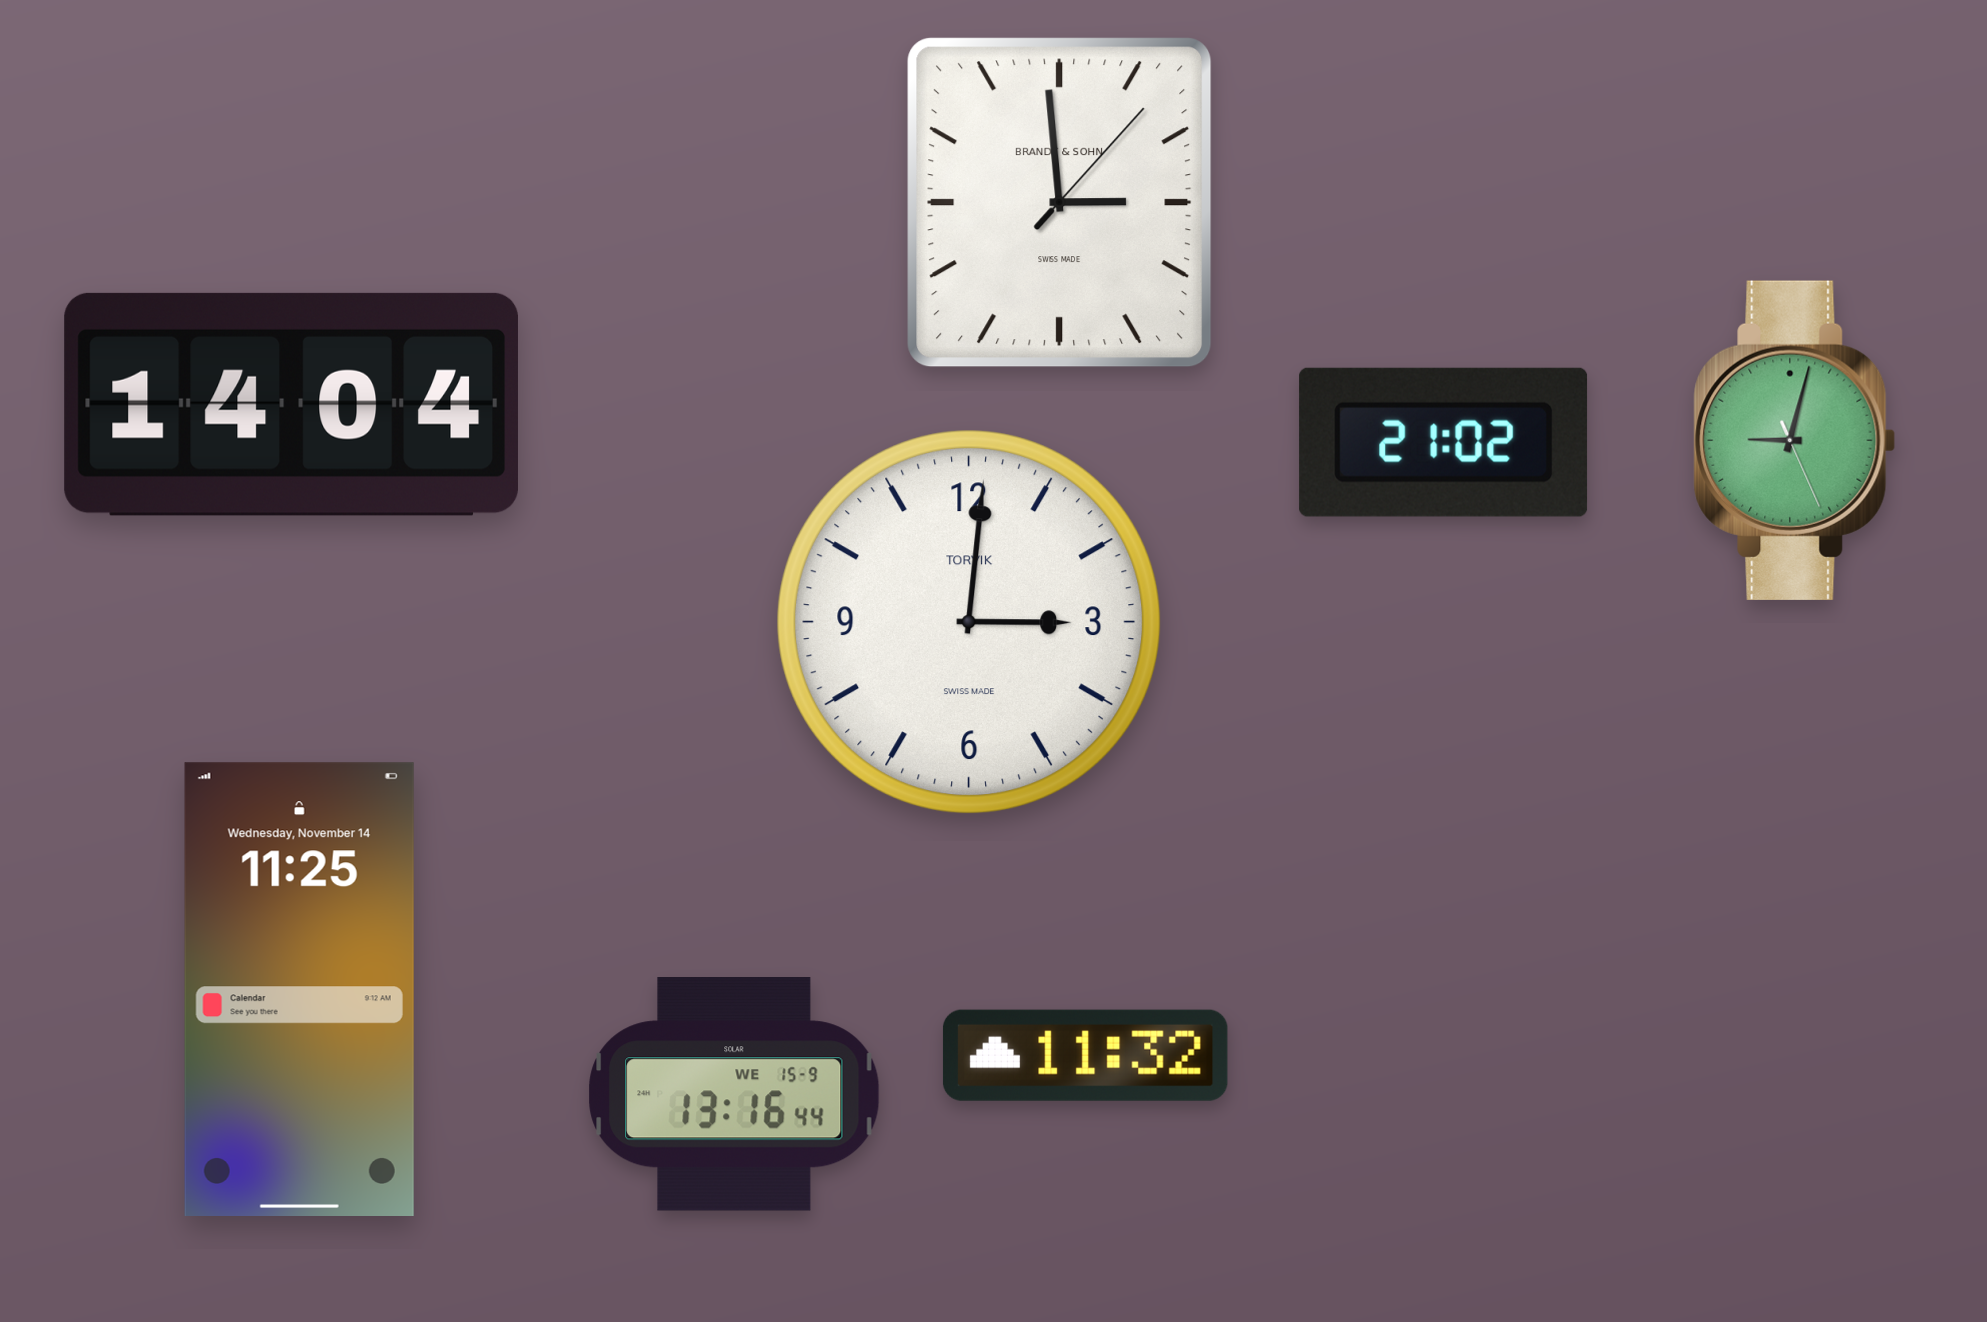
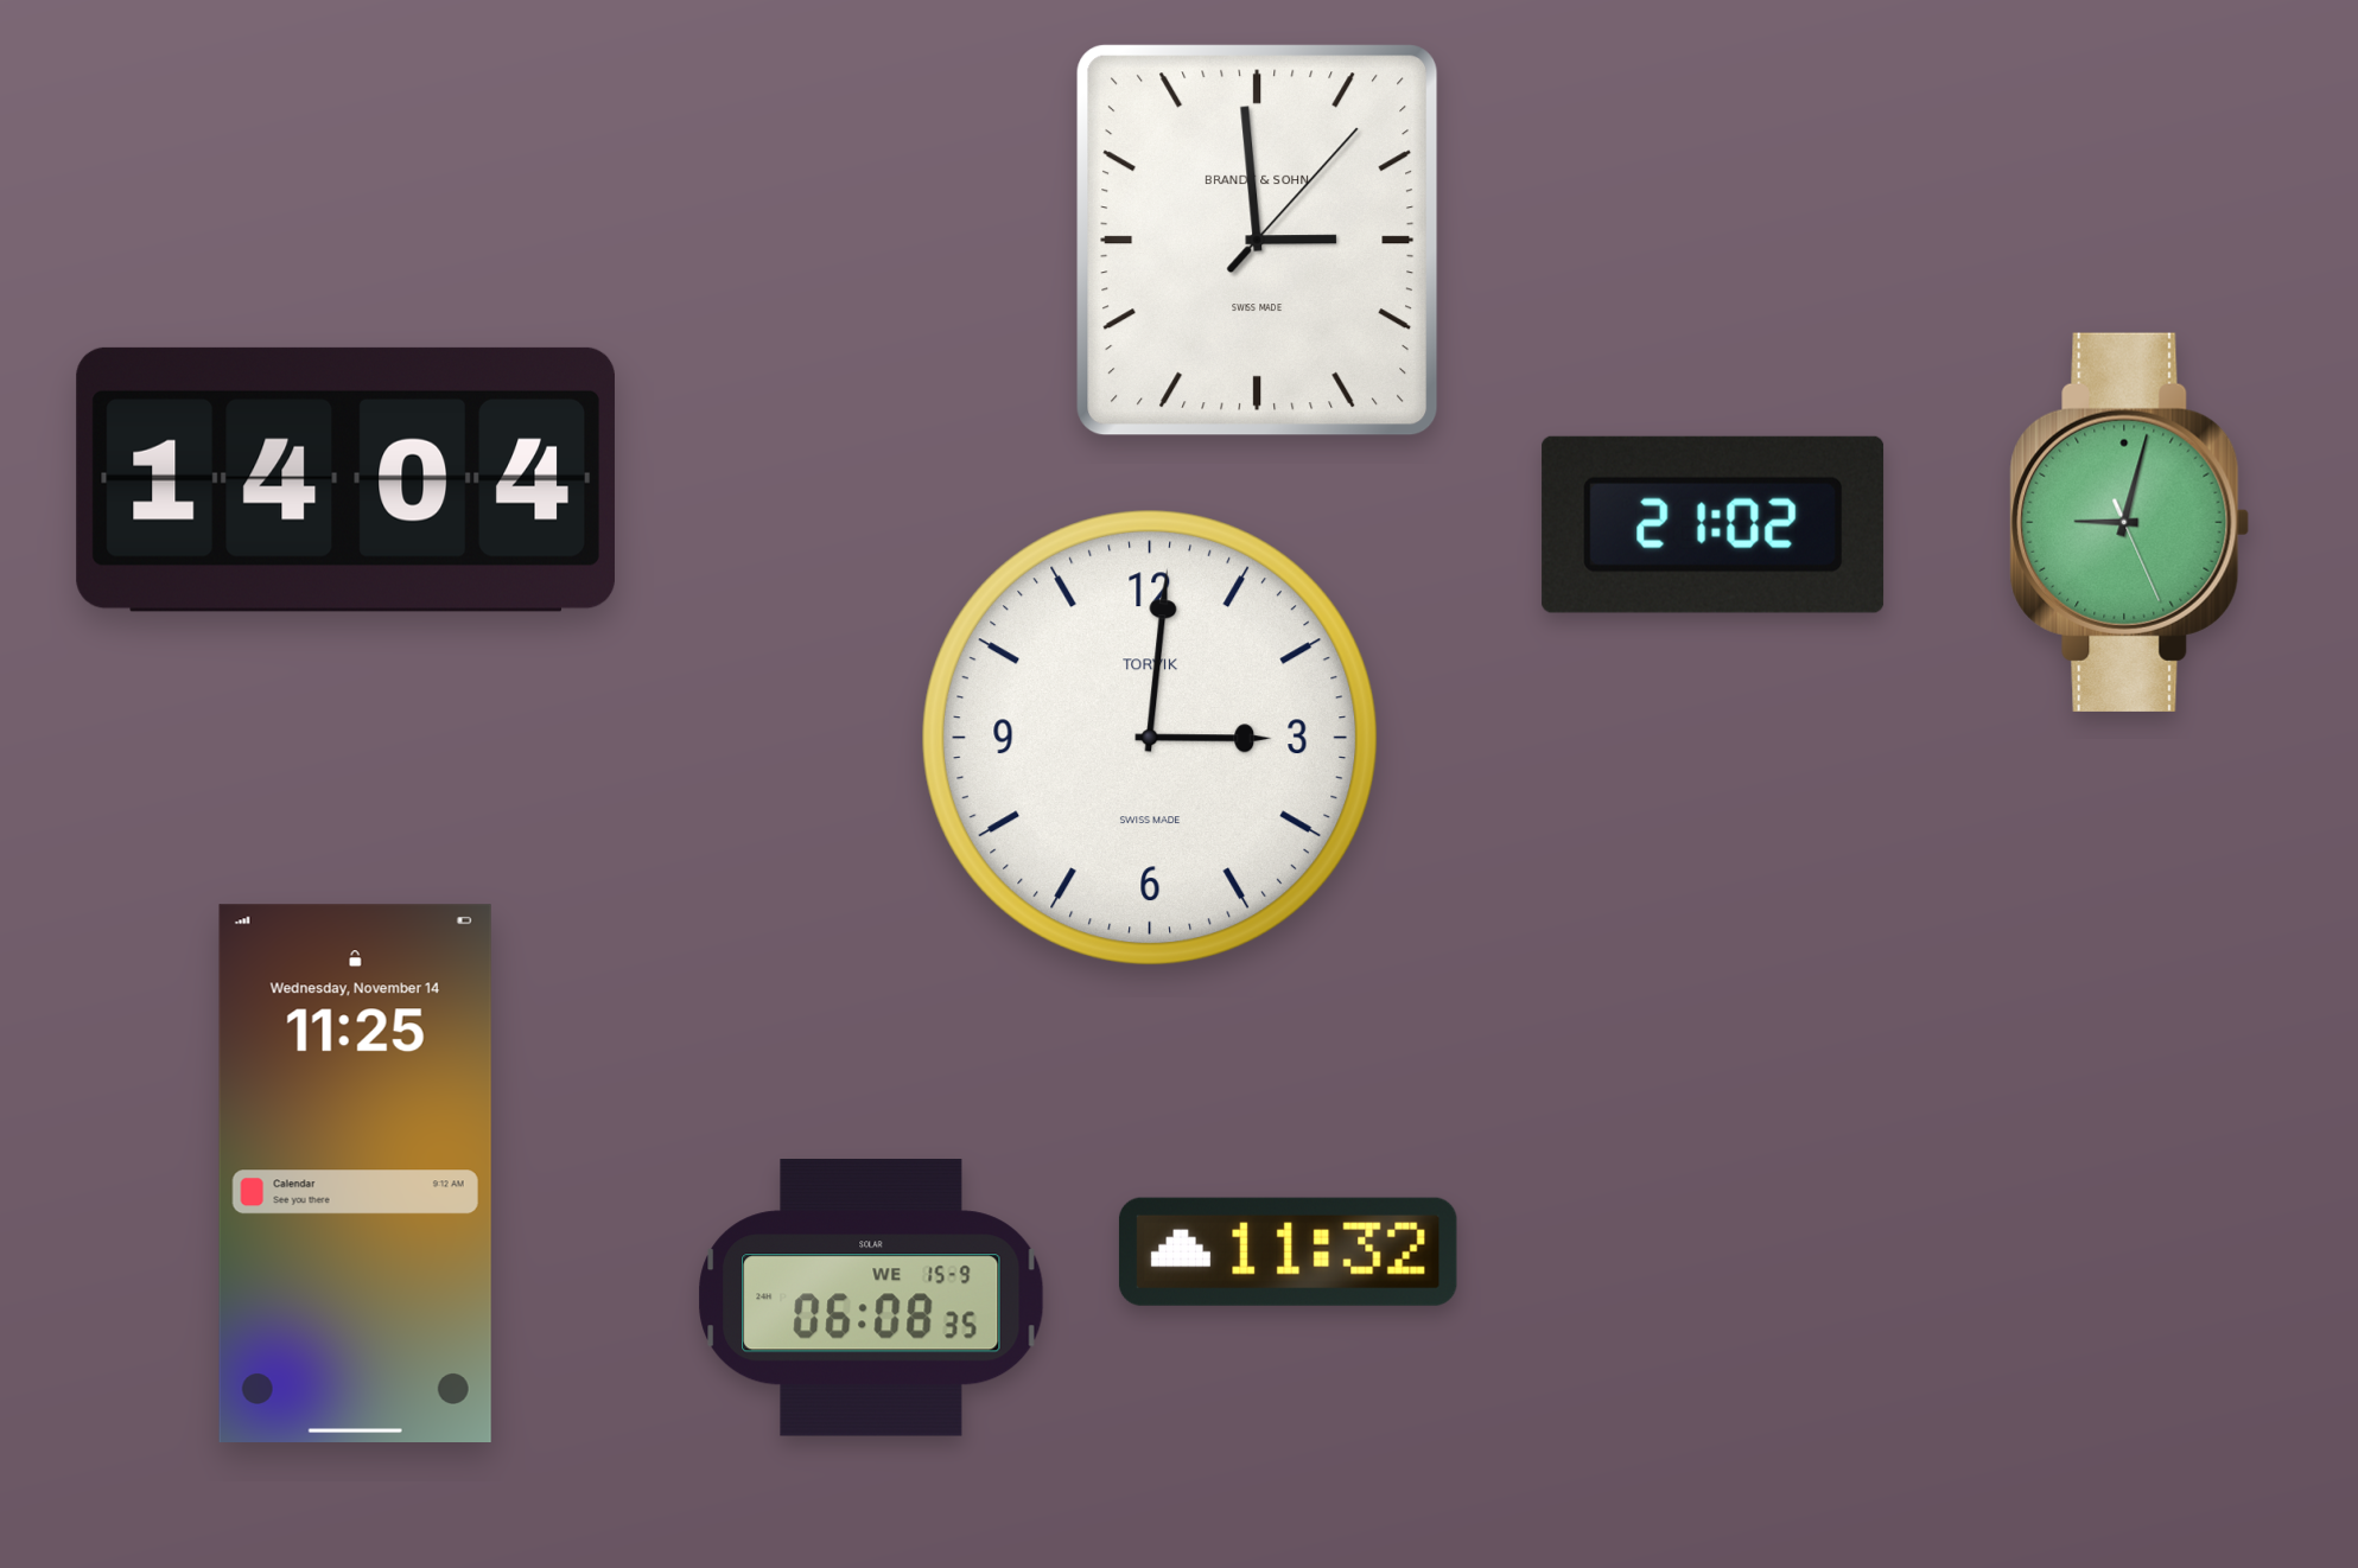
clock at (734, 1094): 13:16 -> 06:08
